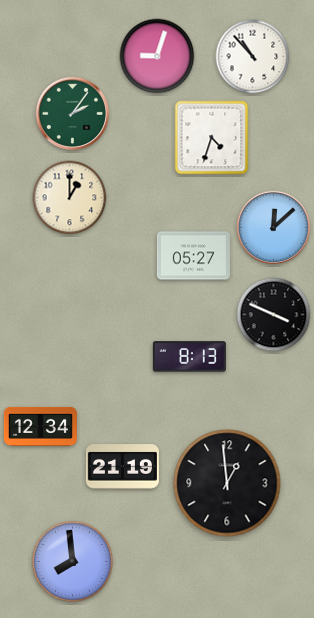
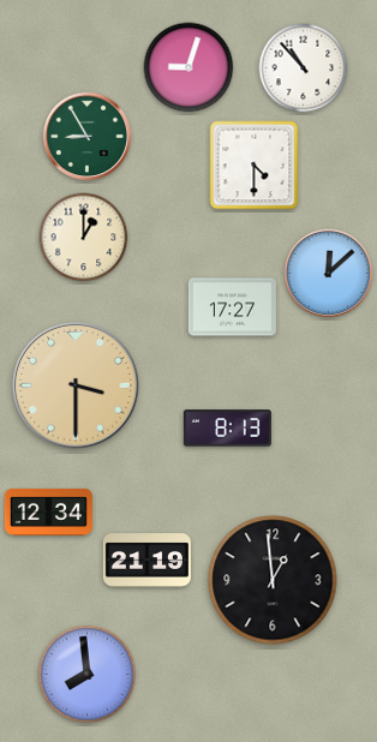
clock at (73, 114): 2:06 -> 8:55
clock at (212, 138): 4:33 -> 4:30
clock at (193, 256): 05:27 -> 17:27
clock at (274, 315): 3:49 -> none
clock at (76, 385): none -> 3:30
